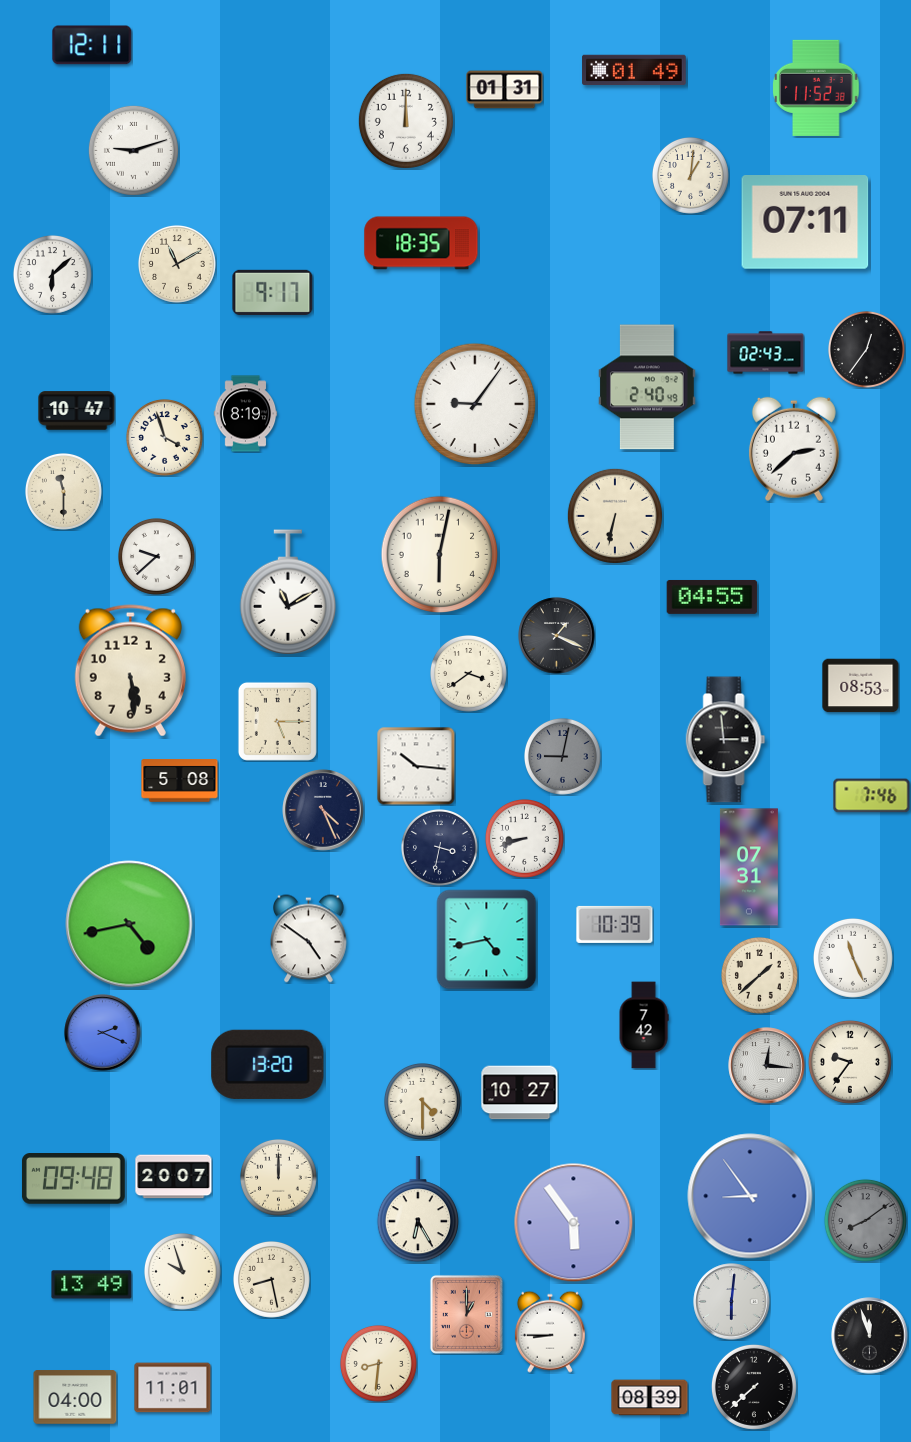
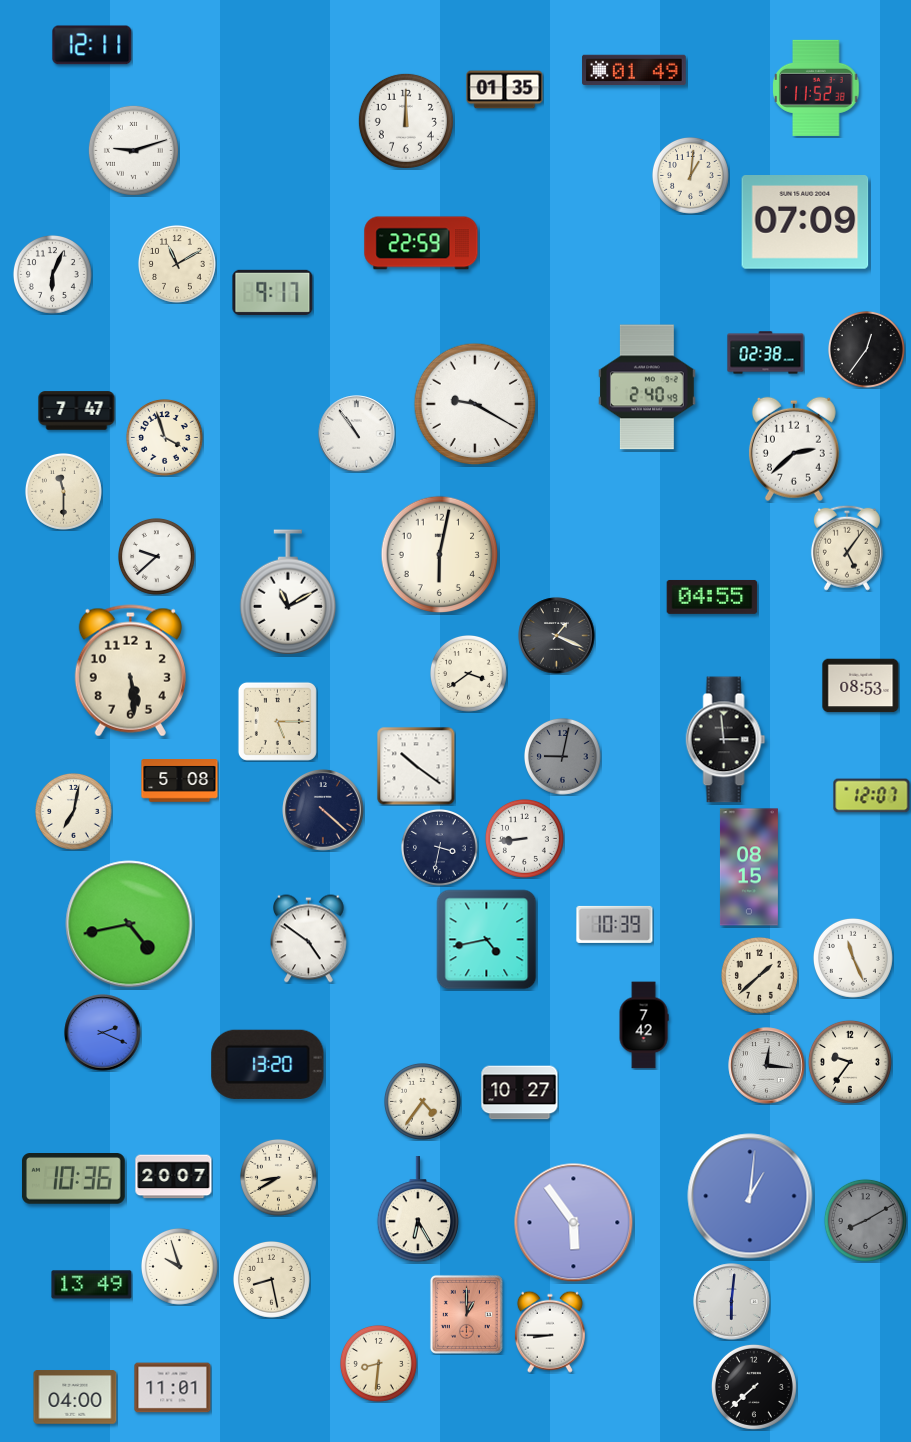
clock at (505, 90): 01:31 -> 01:35
clock at (805, 223): 07:11 -> 07:09
clock at (421, 243): 18:35 -> 22:59
clock at (52, 274): 6:08 -> 6:04
clock at (766, 353): 02:43 -> 02:38
clock at (475, 404): 9:06 -> 9:20
clock at (77, 411): 10:47 -> 7:47
clock at (246, 414): 8:19 -> none
clock at (357, 434): none -> 10:54
clock at (615, 516): 6:32 -> none
clock at (847, 548): none -> 5:06
clock at (416, 766): 10:16 -> 10:21
clock at (872, 796): 7:46 -> 12:07
clock at (323, 810): 4:26 -> 4:22
clock at (74, 812): none -> 7:02
clock at (524, 838): 8:42 -> 8:44
clock at (749, 867): 07:31 -> 08:15
clock at (423, 1102): 4:30 -> 4:36
clock at (279, 1178): 12:00 -> 8:40
clock at (73, 1179): 09:48 -> 10:36
clock at (750, 1196): 8:54 -> 1:01
clock at (865, 1220): 8:09 -> 8:10
clock at (183, 1272) position: (183, 1272) -> (180, 1267)
clock at (870, 1336): 11:57 -> none
clock at (650, 1398): 08:39 -> none
